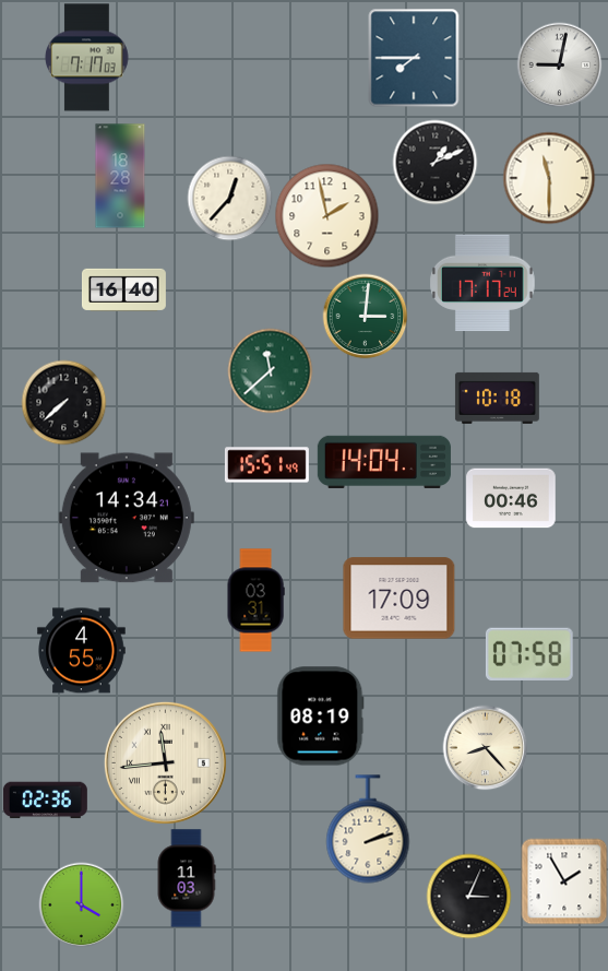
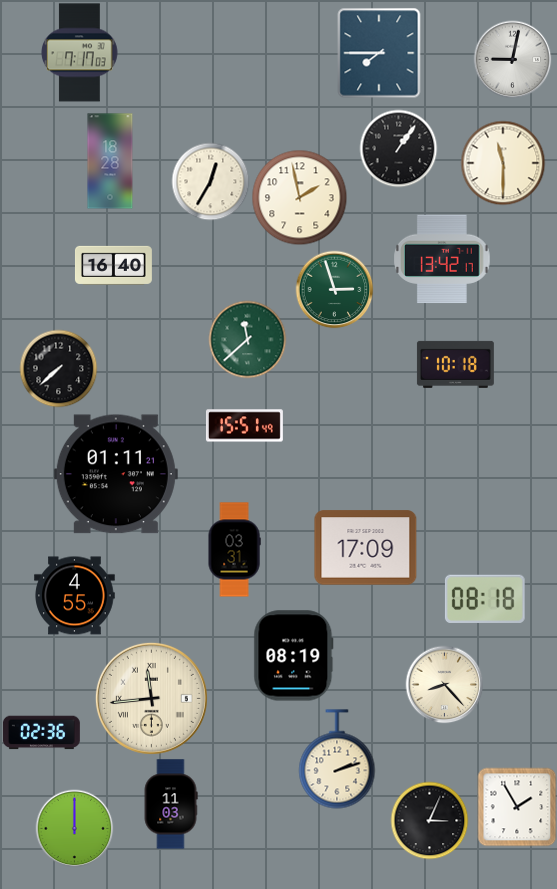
clock at (434, 162): 1:11 -> 1:06
clock at (229, 198): 12:37 -> 12:35
clock at (482, 283): 17:17 -> 13:42
clock at (365, 316): 3:01 -> 2:57
clock at (384, 462): 14:04 -> none
clock at (511, 498): 00:46 -> none
clock at (127, 518): 14:34 -> 01:11
clock at (529, 654): 07:58 -> 08:18
clock at (81, 904): 4:00 -> 12:00
